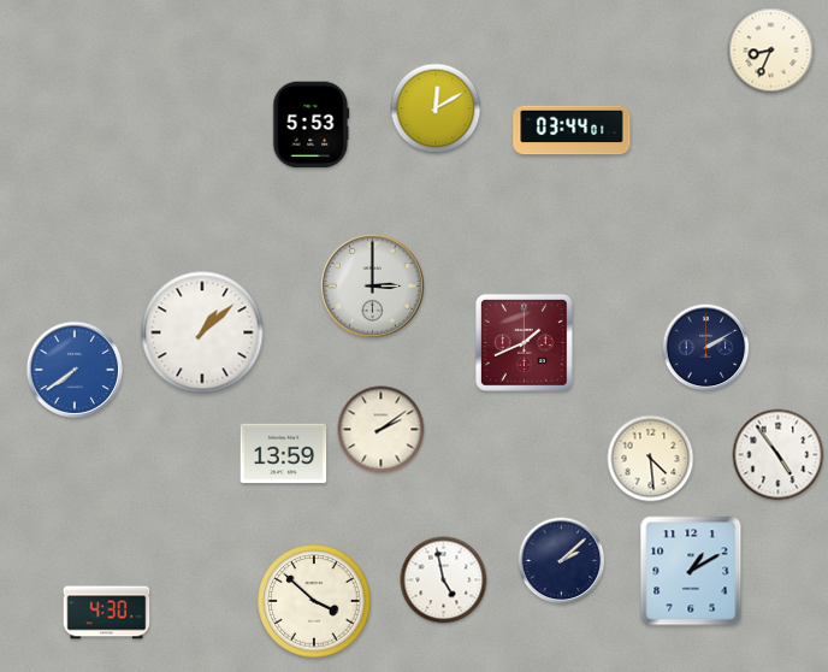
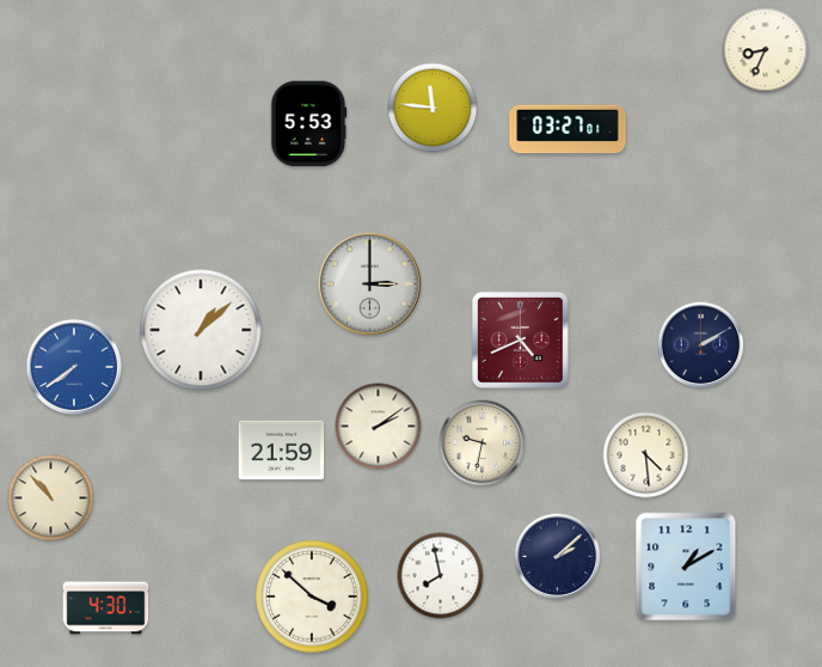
clock at (436, 108): 12:10 -> 11:46
clock at (572, 130): 03:44 -> 03:27
clock at (524, 342): 1:41 -> 4:41
clock at (483, 443): none -> 9:32
clock at (284, 454): 13:59 -> 21:59
clock at (779, 455): 4:54 -> none
clock at (51, 498): none -> 10:53
clock at (444, 580): 4:58 -> 7:58
